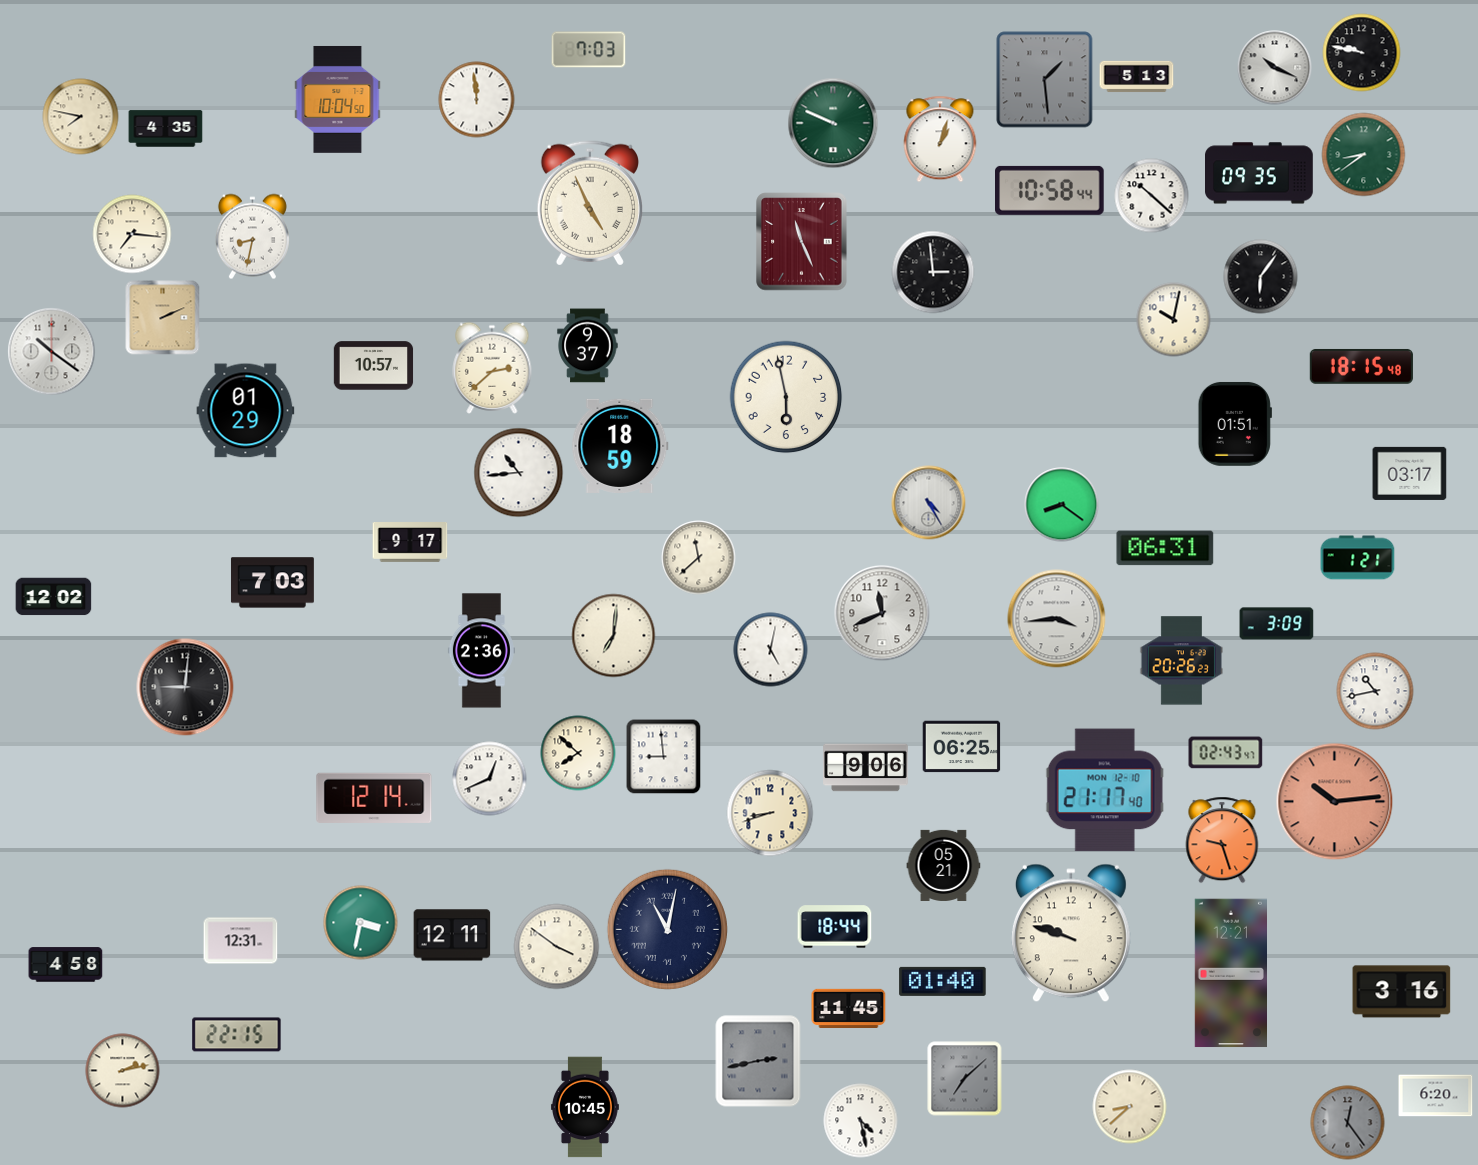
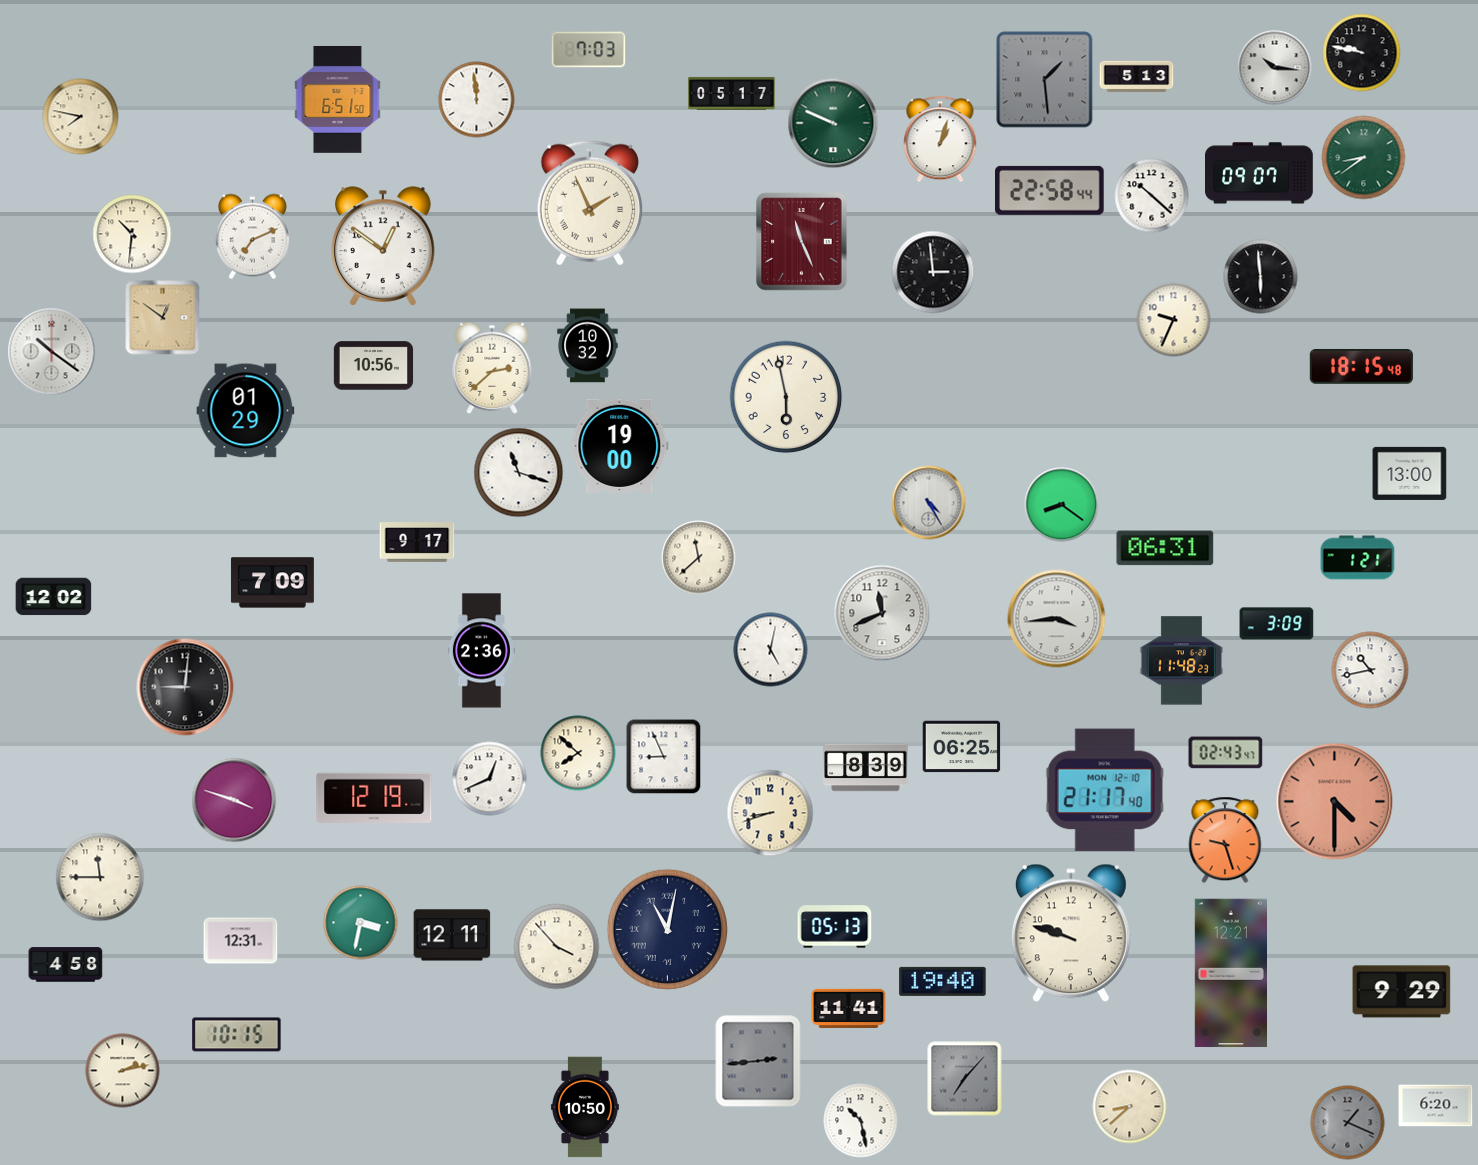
clock at (1275, 68): 10:19 -> 10:16
clock at (732, 93): none -> 05:17
clock at (338, 99): 10:04 -> 6:51
clock at (166, 129): 4:35 -> none
clock at (1364, 155) position: (1364, 155) -> (1364, 158)
clock at (1260, 173): 09:35 -> 09:07
clock at (1050, 190): 10:58 -> 22:58
clock at (590, 203): 4:56 -> 1:56
clock at (132, 234): 7:16 -> 10:31
clock at (252, 237): 8:32 -> 7:11
clock at (384, 246): none -> 12:51
clock at (1261, 277): 6:06 -> 5:59
clock at (163, 318): 2:11 -> 12:51
clock at (1174, 320): 10:02 -> 9:34
clock at (588, 346): 9:37 -> 10:32
clock at (374, 366): 10:57 -> 10:56
clock at (1235, 424): 01:51 -> none
clock at (620, 446): 18:59 -> 19:00
clock at (519, 473): 10:44 -> 11:18
clock at (1410, 473): 03:17 -> 13:00
clock at (410, 543) position: (410, 543) -> (417, 543)
clock at (272, 583): 7:03 -> 7:09
clock at (614, 636): 7:01 -> none
clock at (1181, 661): 20:26 -> 11:48
clock at (1375, 691) position: (1375, 691) -> (1370, 670)
clock at (664, 757): 8:59 -> 8:56
clock at (866, 768): 9:06 -> 8:39
clock at (374, 798): 12:14 -> 12:19
clock at (234, 800): none -> 3:48
clock at (1335, 802): 10:14 -> 4:30
clock at (1222, 840) position: (1222, 840) -> (1225, 840)
clock at (944, 865): 05:21 -> none
clock at (100, 877): none -> 11:45
clock at (835, 927): 18:44 -> 05:13
clock at (557, 947): 3:51 -> 3:53
clock at (943, 981): 01:40 -> 19:40
clock at (1402, 992): 3:16 -> 9:29
clock at (849, 1008): 11:45 -> 11:41
clock at (237, 1035): 22:15 -> 10:15
clock at (758, 1061): 2:43 -> 2:44
clock at (965, 1079): 7:08 -> 7:07
clock at (1436, 1096) position: (1436, 1096) -> (1436, 1106)
clock at (585, 1107): 10:45 -> 10:50
clock at (861, 1121): 4:28 -> 10:28
clock at (1348, 1123): 12:24 -> 1:19
